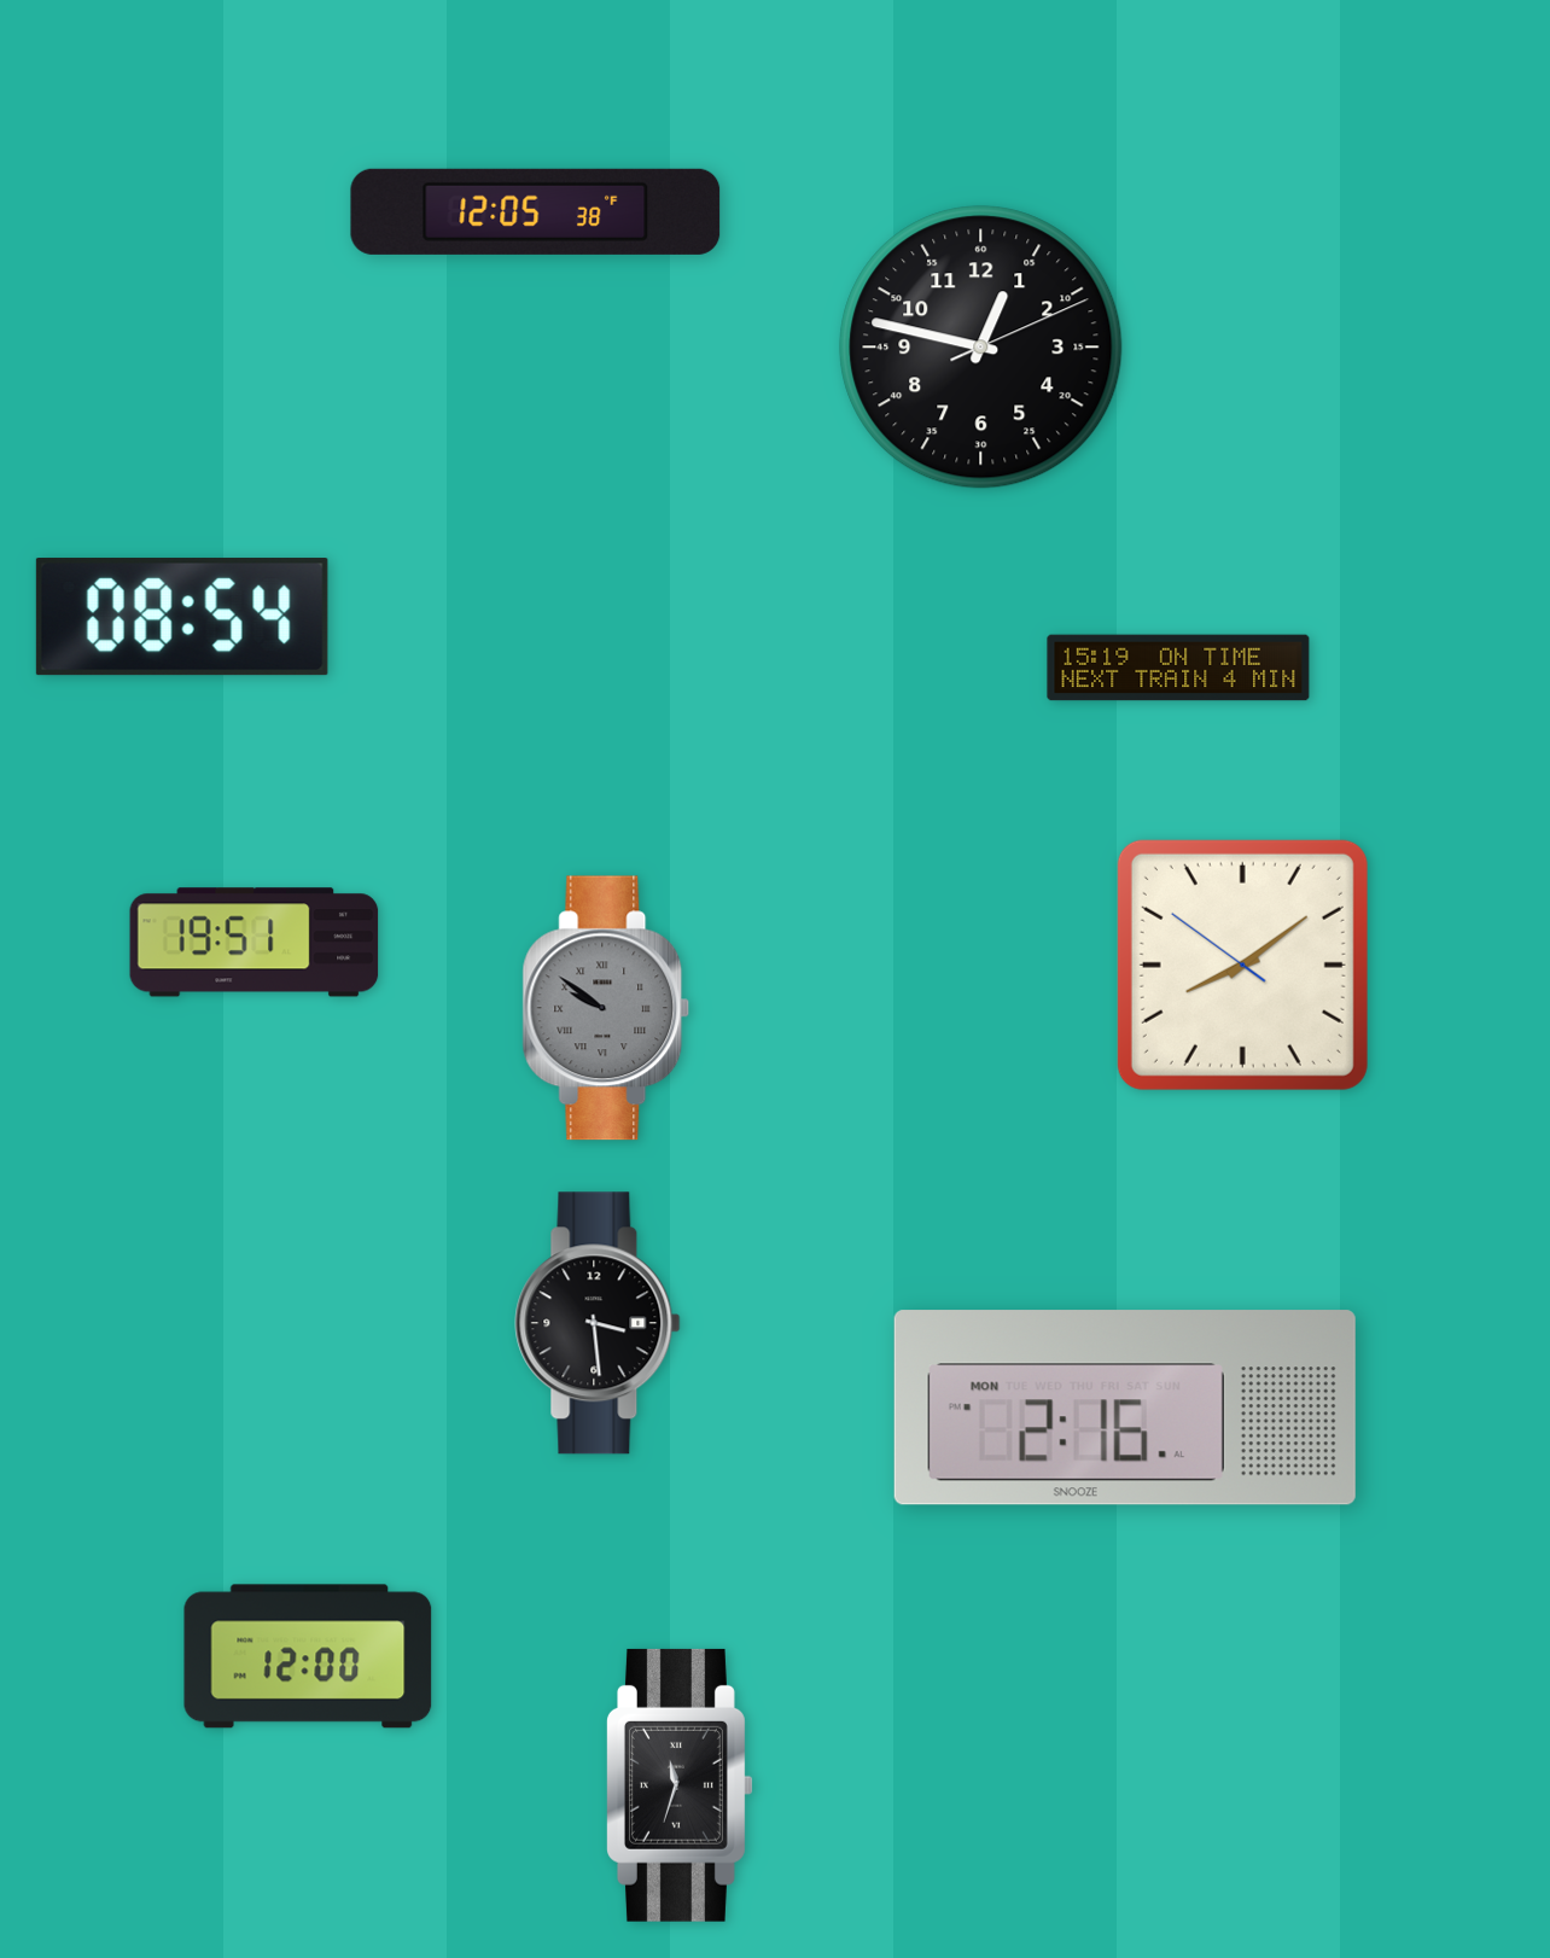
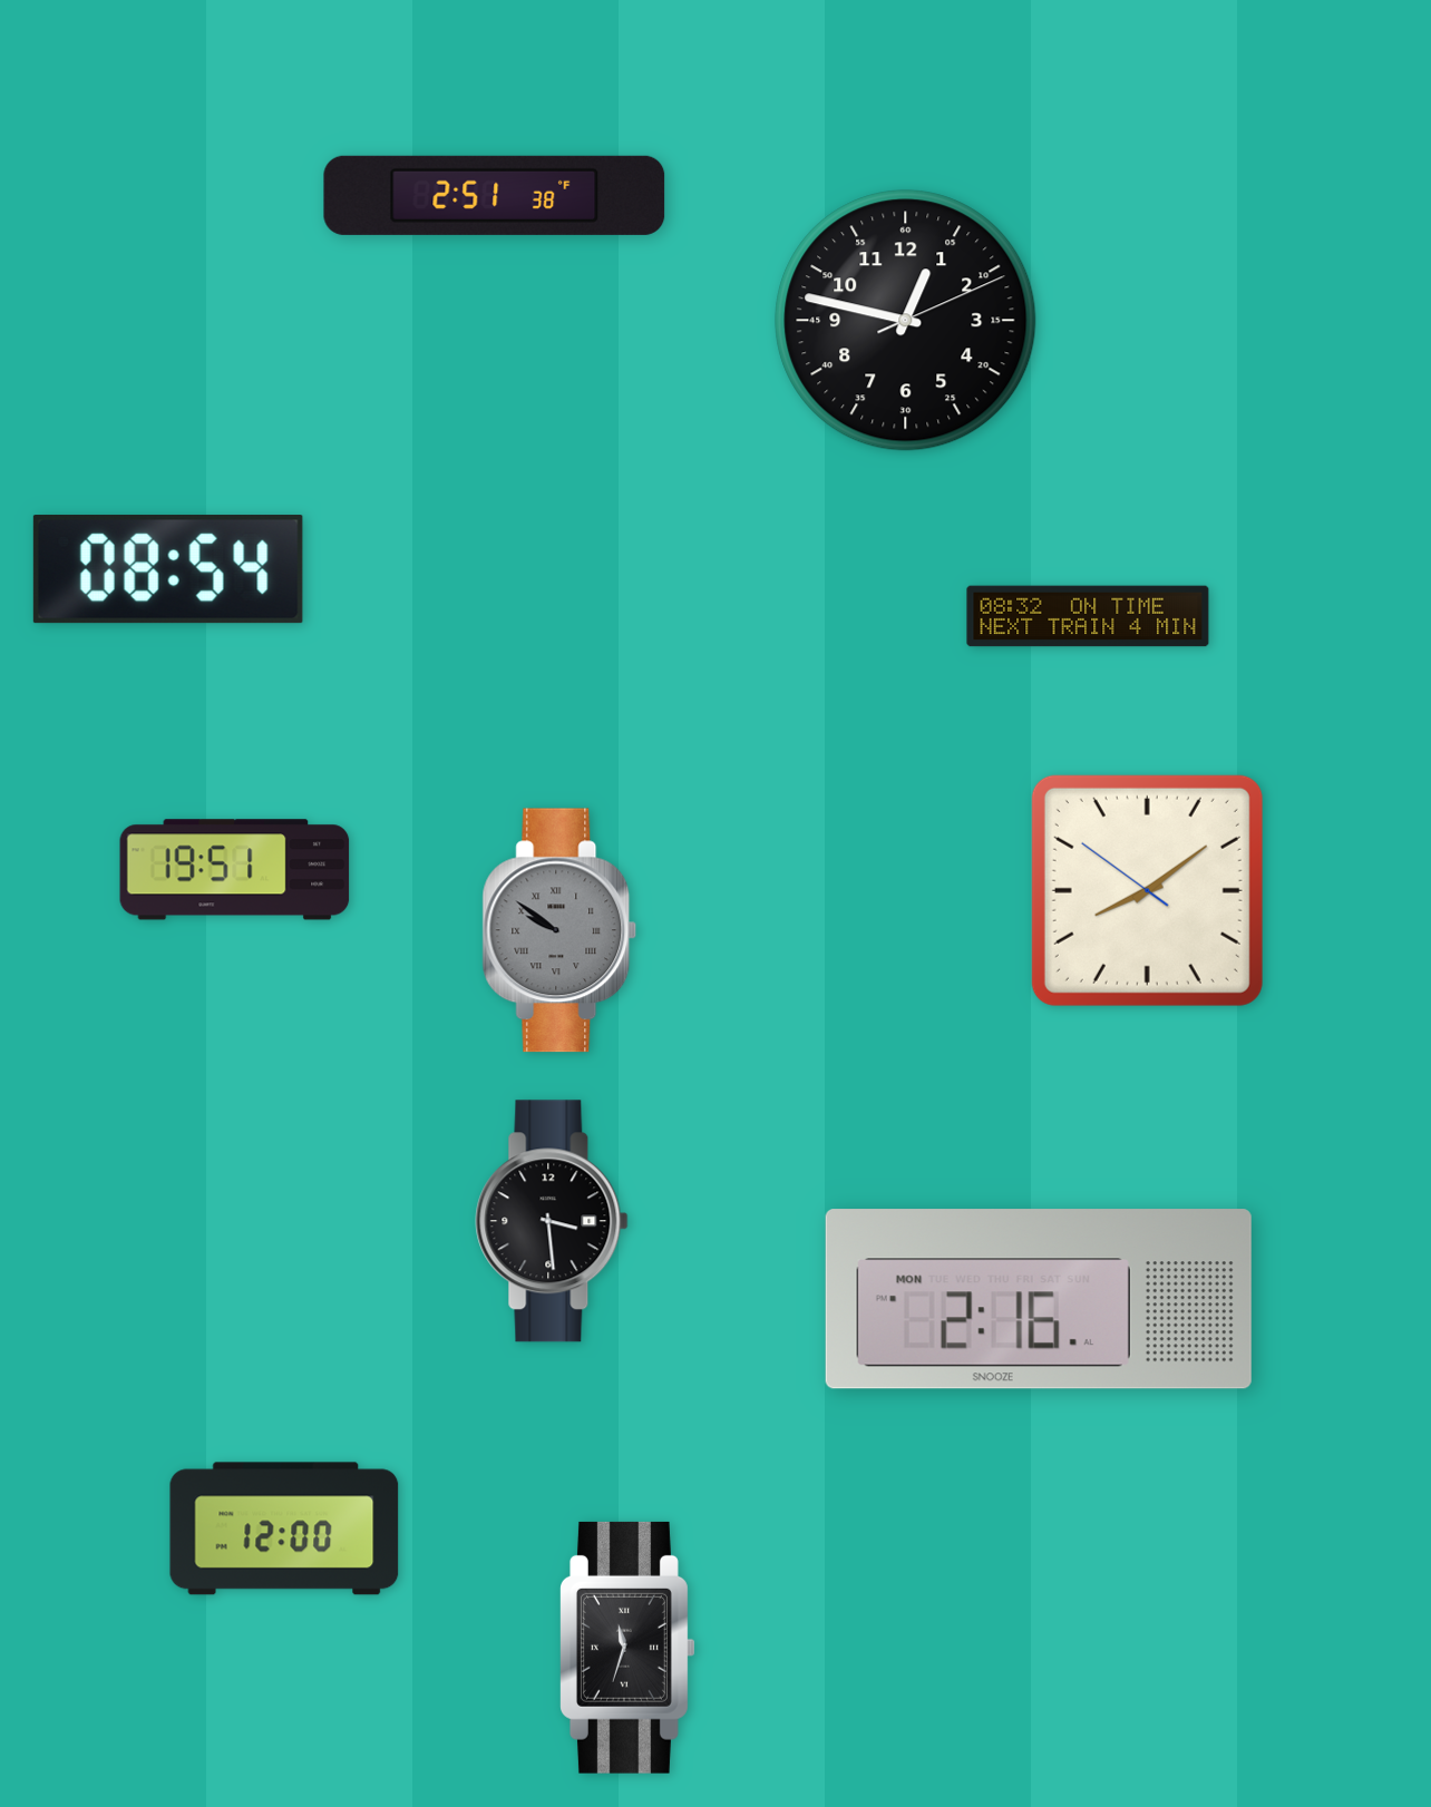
clock at (536, 211): 12:05 -> 2:51
clock at (1178, 668): 15:19 -> 08:32
